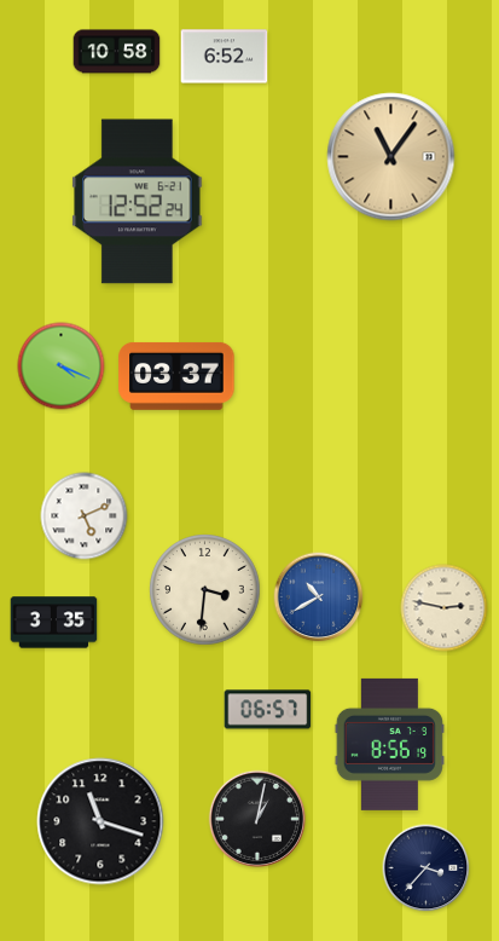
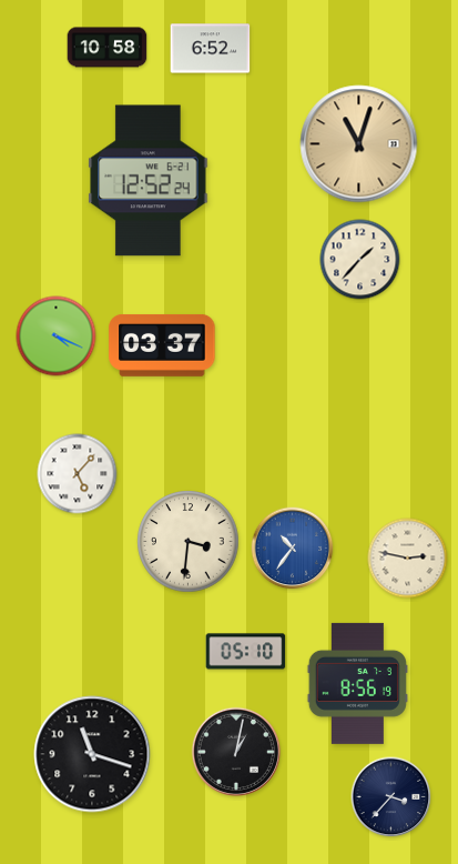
clock at (225, 57) position: (225, 57) -> (211, 49)
clock at (391, 157): 11:06 -> 11:03
clock at (138, 202) position: (138, 202) -> (149, 181)
clock at (360, 260): none -> 1:37
clock at (85, 516): 5:11 -> 5:07
clock at (319, 597): 10:40 -> 10:36
clock at (54, 623): 3:35 -> none
clock at (268, 710): 06:57 -> 05:10
